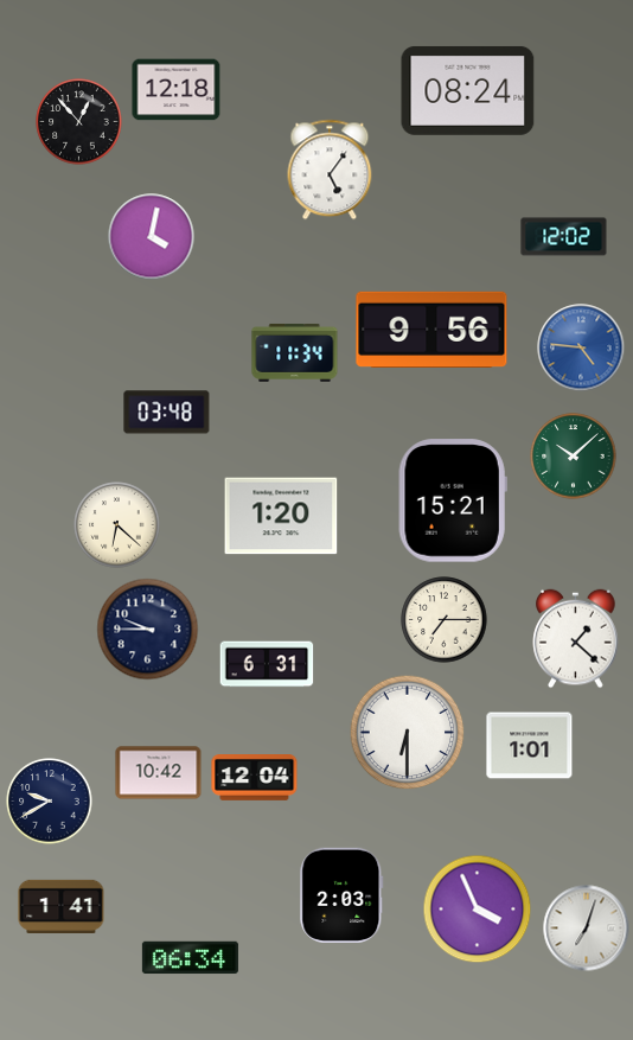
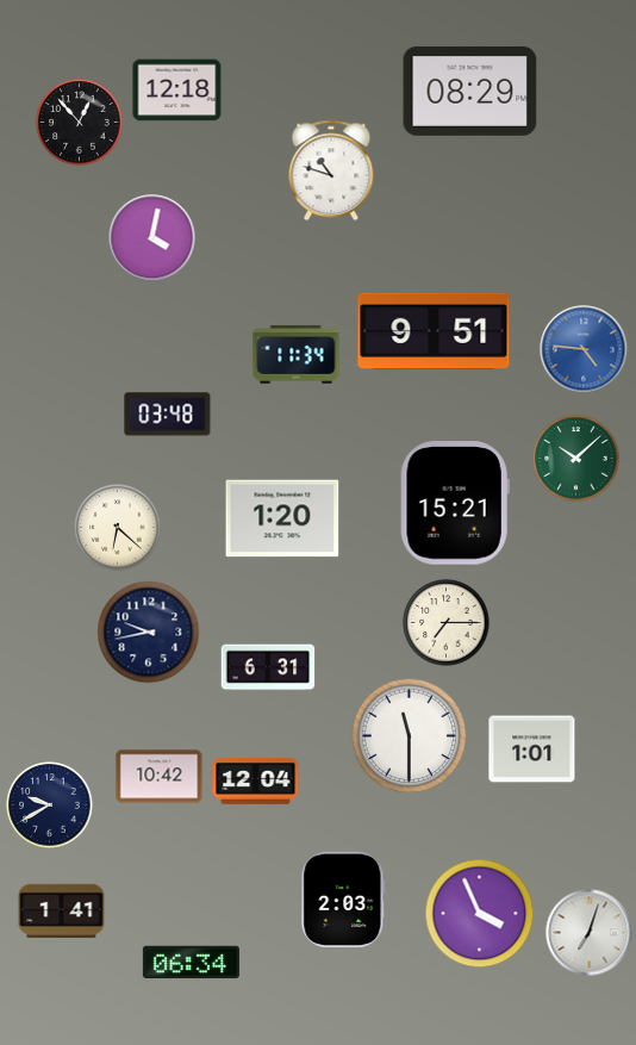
clock at (468, 90): 08:24 -> 08:29
clock at (330, 170): 5:06 -> 10:48
clock at (564, 237): 12:02 -> none
clock at (431, 328): 9:56 -> 9:51
clock at (148, 630): 9:45 -> 9:43
clock at (576, 639): 1:22 -> none
clock at (408, 733): 6:30 -> 11:30
